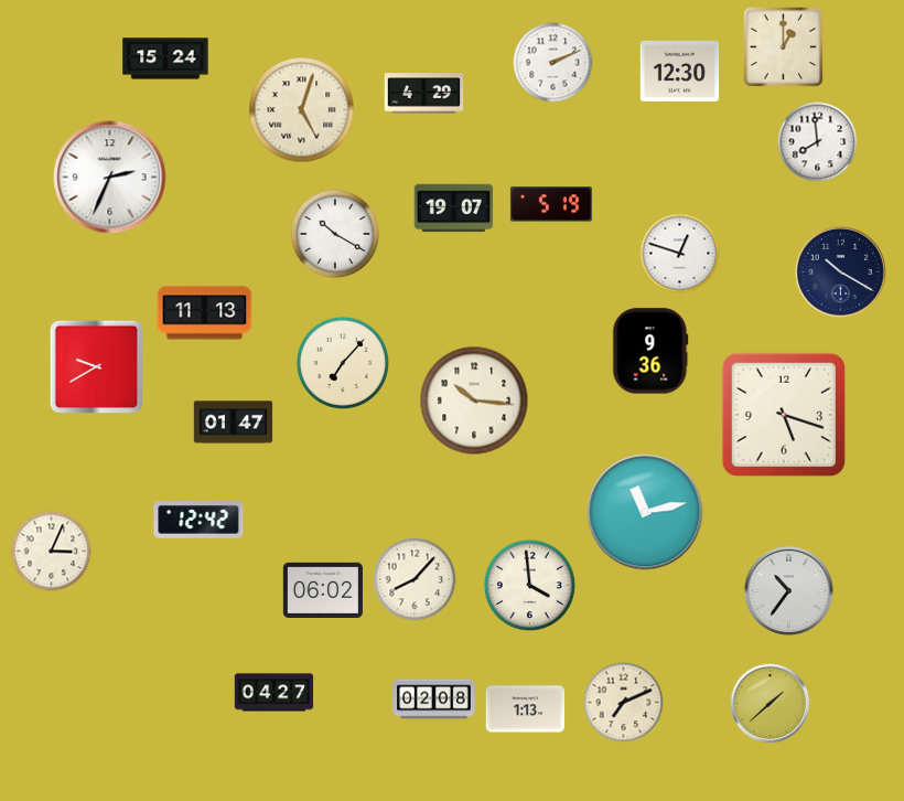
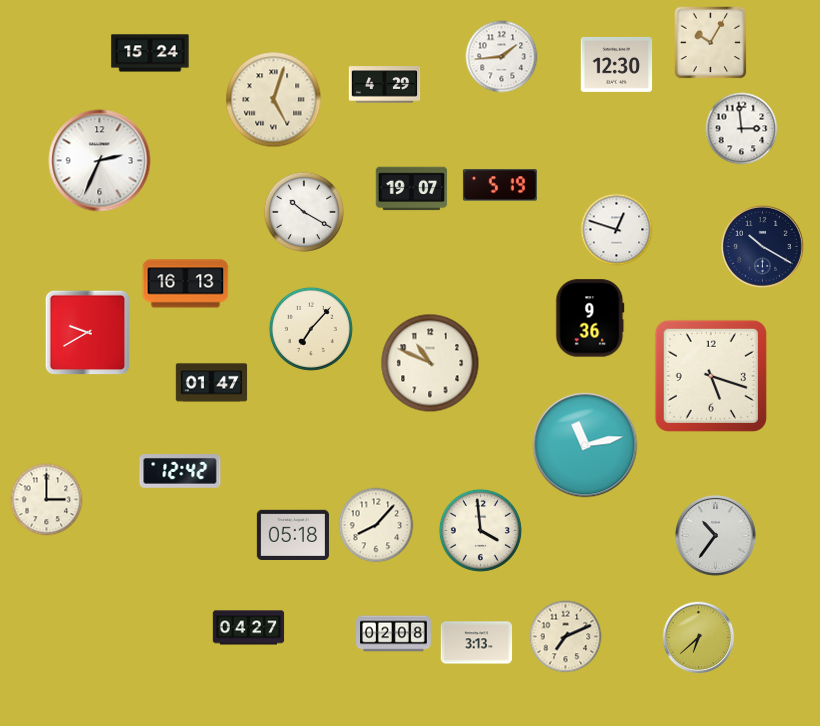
clock at (784, 47): 1:00 -> 10:05
clock at (553, 63): 2:11 -> 1:44
clock at (818, 142): 7:59 -> 2:59
clock at (205, 313): 11:13 -> 16:13
clock at (474, 400): 10:16 -> 10:49
clock at (645, 512) position: (645, 512) -> (585, 445)
clock at (52, 552): 3:04 -> 3:00
clock at (323, 589): 06:02 -> 05:18
clock at (771, 704): 1:38 -> 6:38
clock at (526, 709): 1:13 -> 3:13
